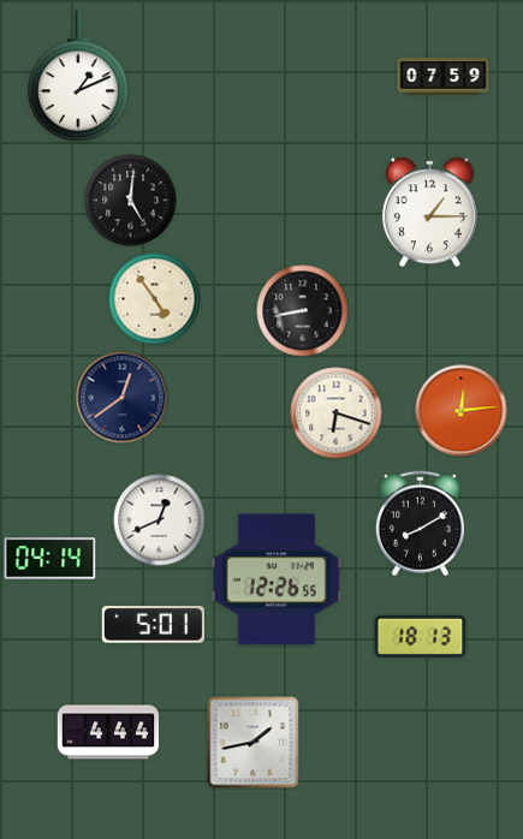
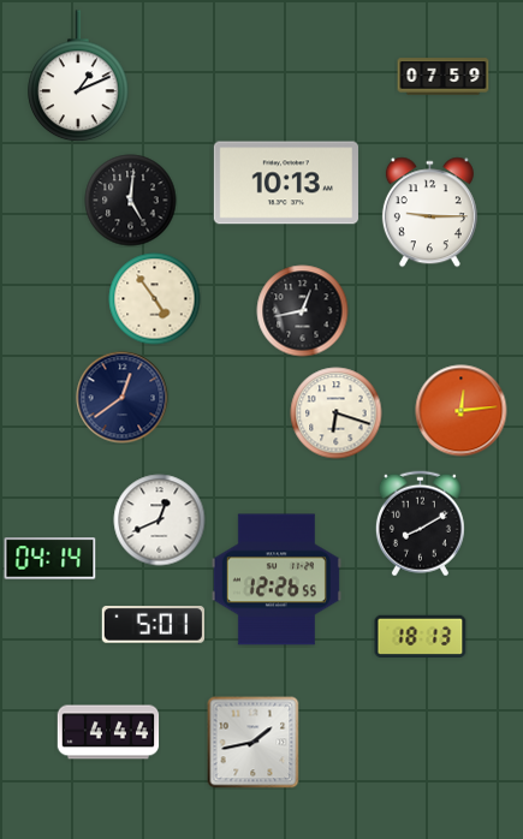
clock at (286, 183): none -> 10:13
clock at (429, 213): 1:15 -> 9:15
clock at (303, 311): 8:43 -> 12:43
